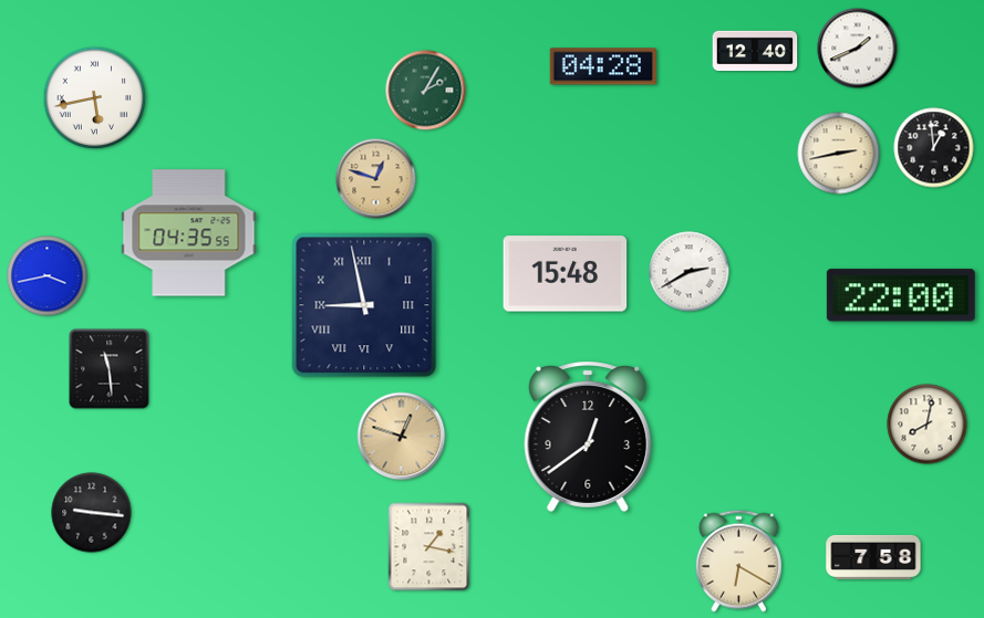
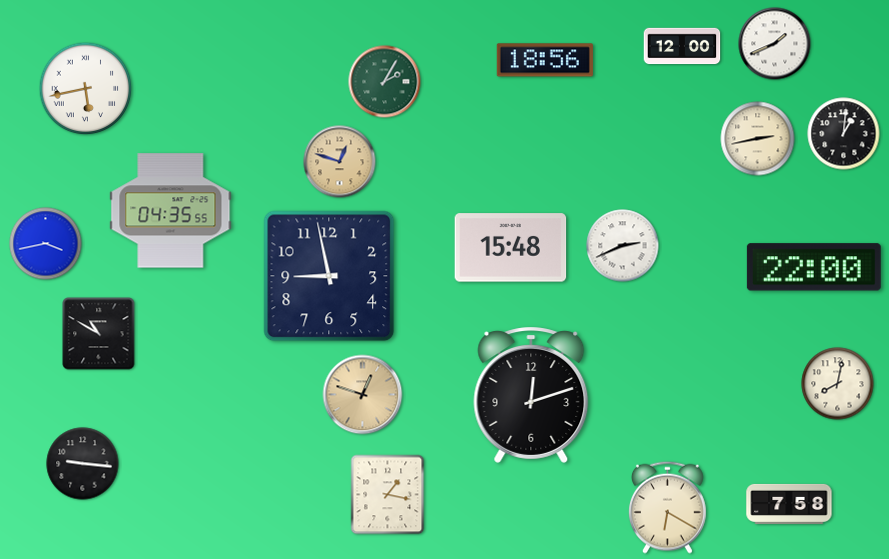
clock at (755, 51): 12:40 -> 12:00
clock at (603, 66): 04:28 -> 18:56
clock at (934, 148): 12:59 -> 1:01
clock at (690, 272): 2:40 -> 2:41
clock at (48, 276) position: (48, 276) -> (46, 244)
clock at (364, 305) numerals: Roman -> Arabic
clock at (110, 369): 11:29 -> 10:50
clock at (588, 437): 12:39 -> 12:12
